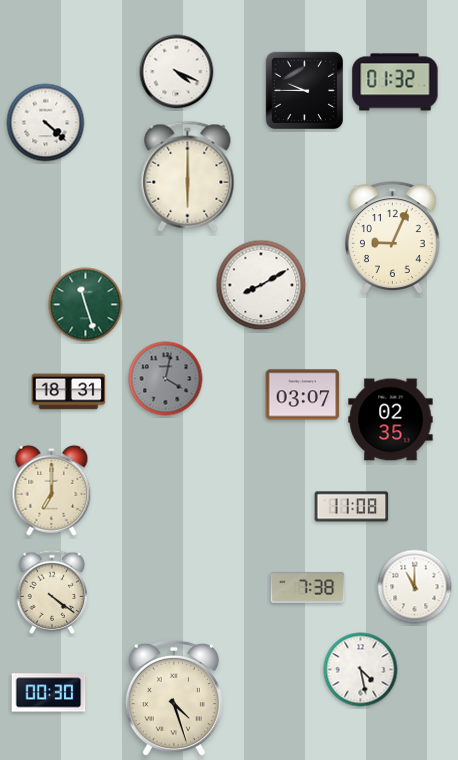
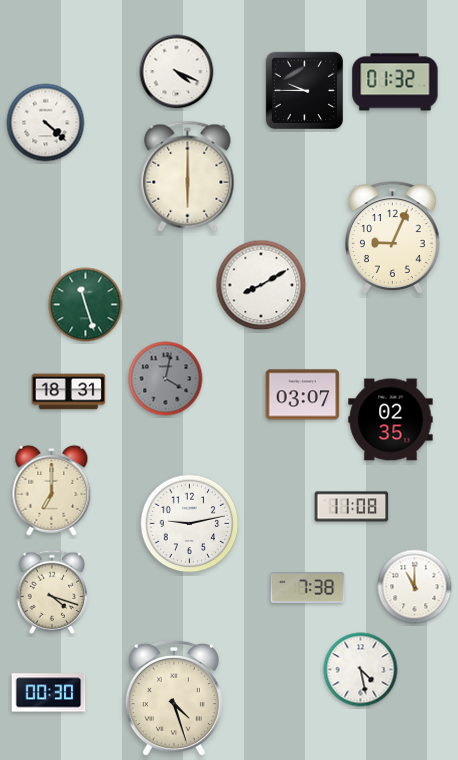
clock at (190, 524): none -> 9:13
clock at (52, 591): 4:21 -> 4:18
